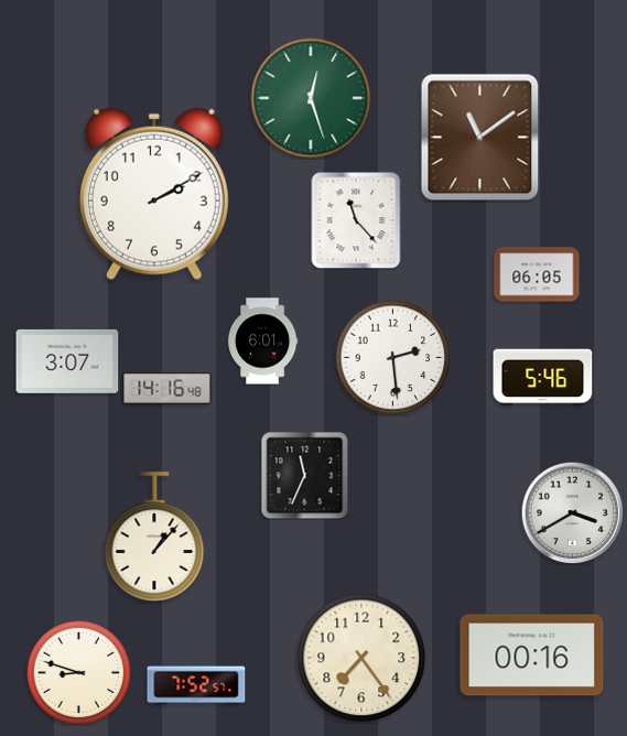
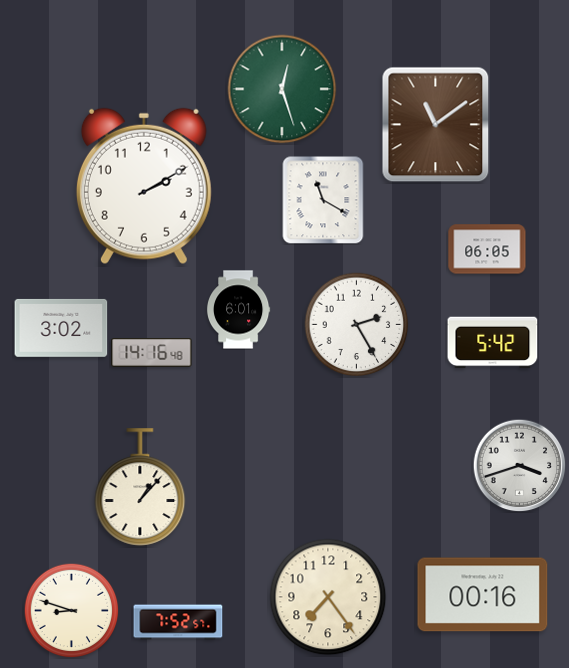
clock at (154, 194) position: (154, 194) -> (144, 186)
clock at (356, 220): 11:23 -> 11:20
clock at (393, 358): 2:29 -> 2:25
clock at (67, 361): 3:07 -> 3:02
clock at (543, 378): 5:46 -> 5:42
clock at (304, 475): 11:34 -> none
clock at (572, 512): 3:40 -> 3:42
